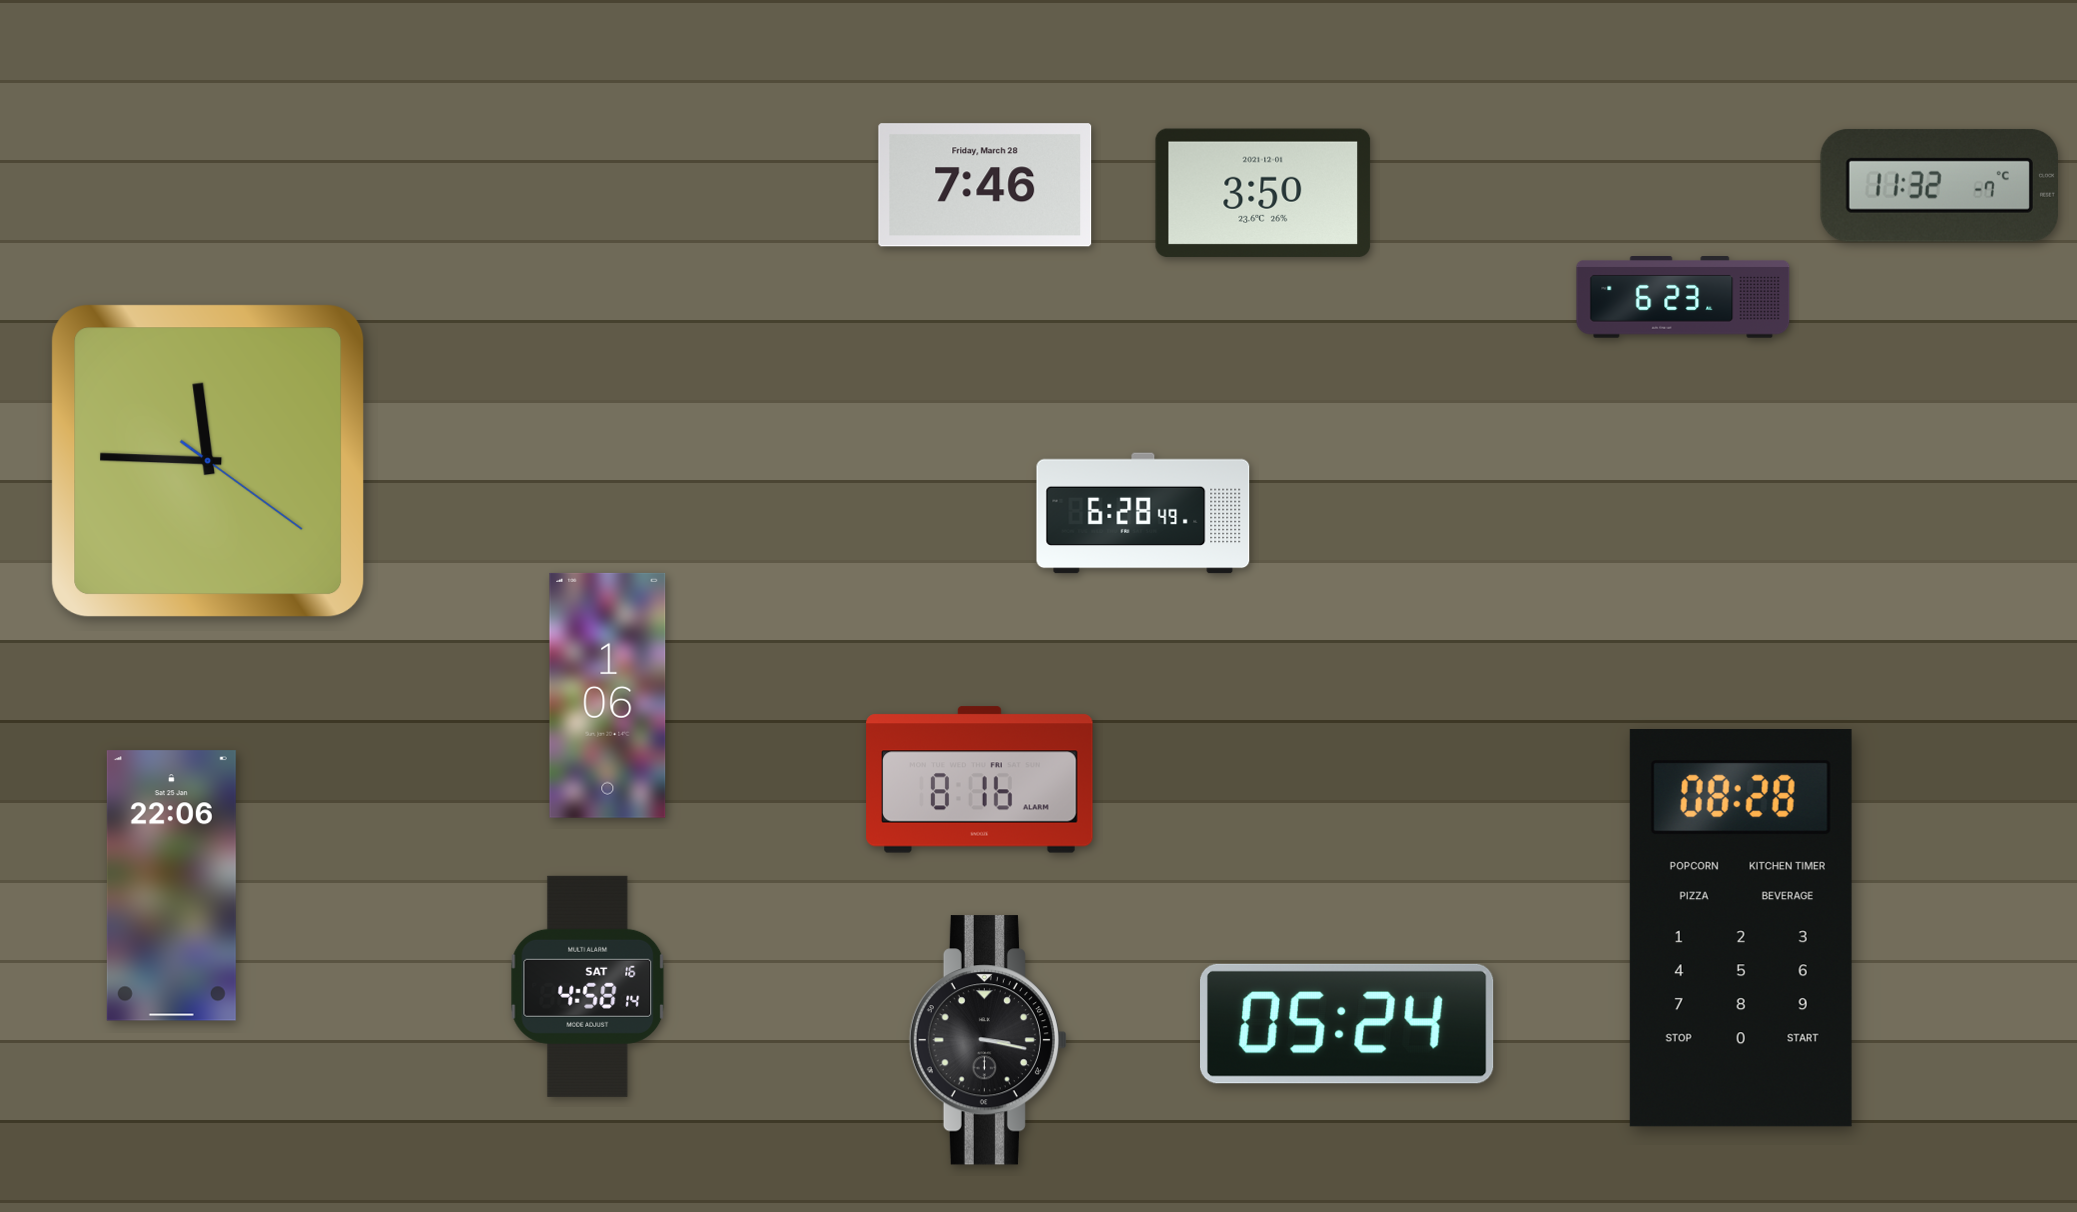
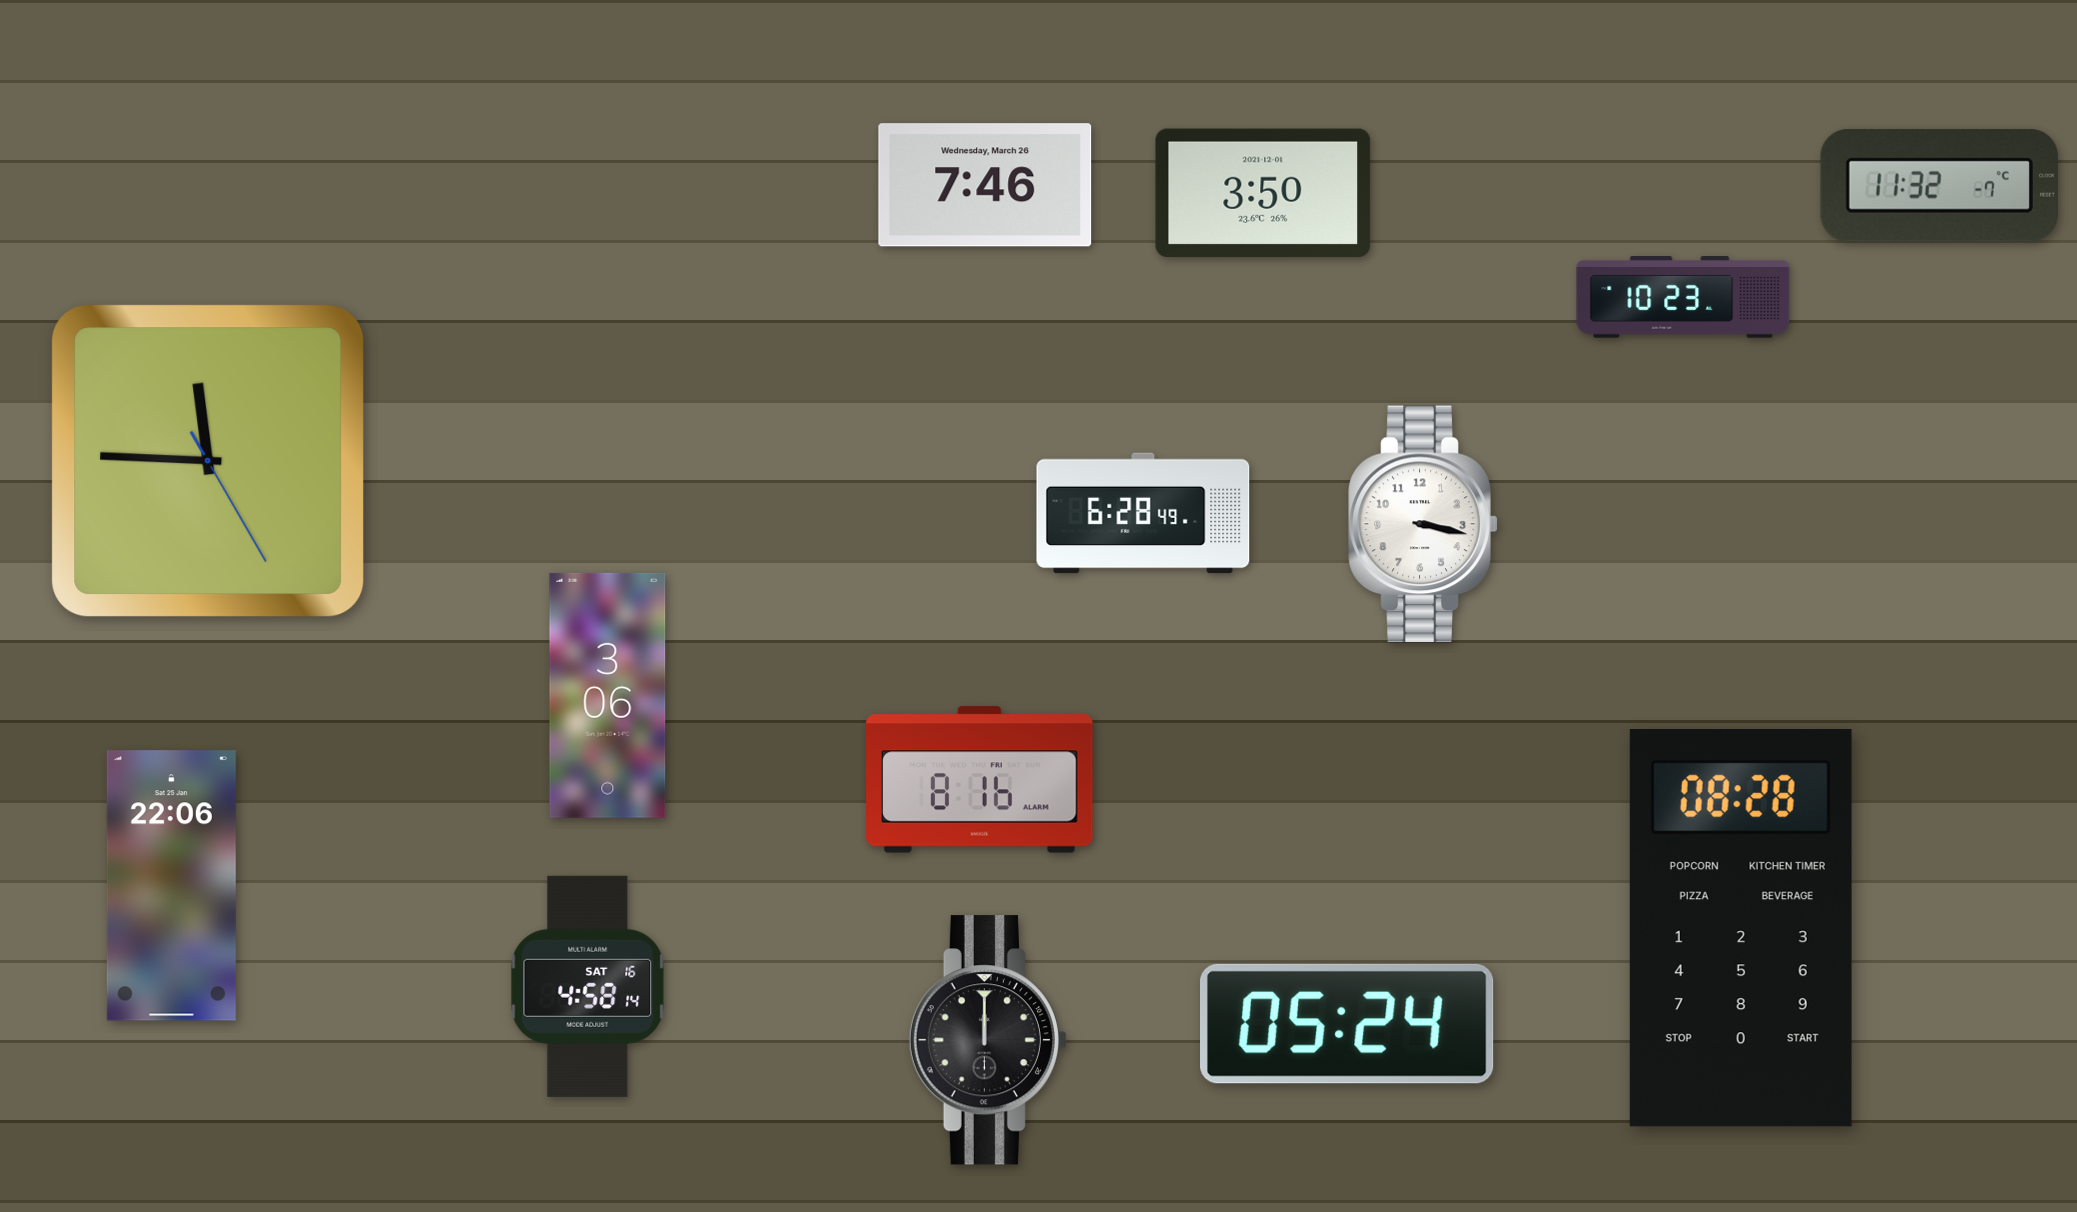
clock at (985, 185) date: Friday, March 28 -> Wednesday, March 26
clock at (1683, 298): 6:23 -> 10:23
clock at (208, 461): 11:45:21 -> 11:45:25
clock at (1423, 524): none -> 3:17
clock at (608, 695): 1:06 -> 3:06
clock at (988, 1040): 3:17 -> 12:00
